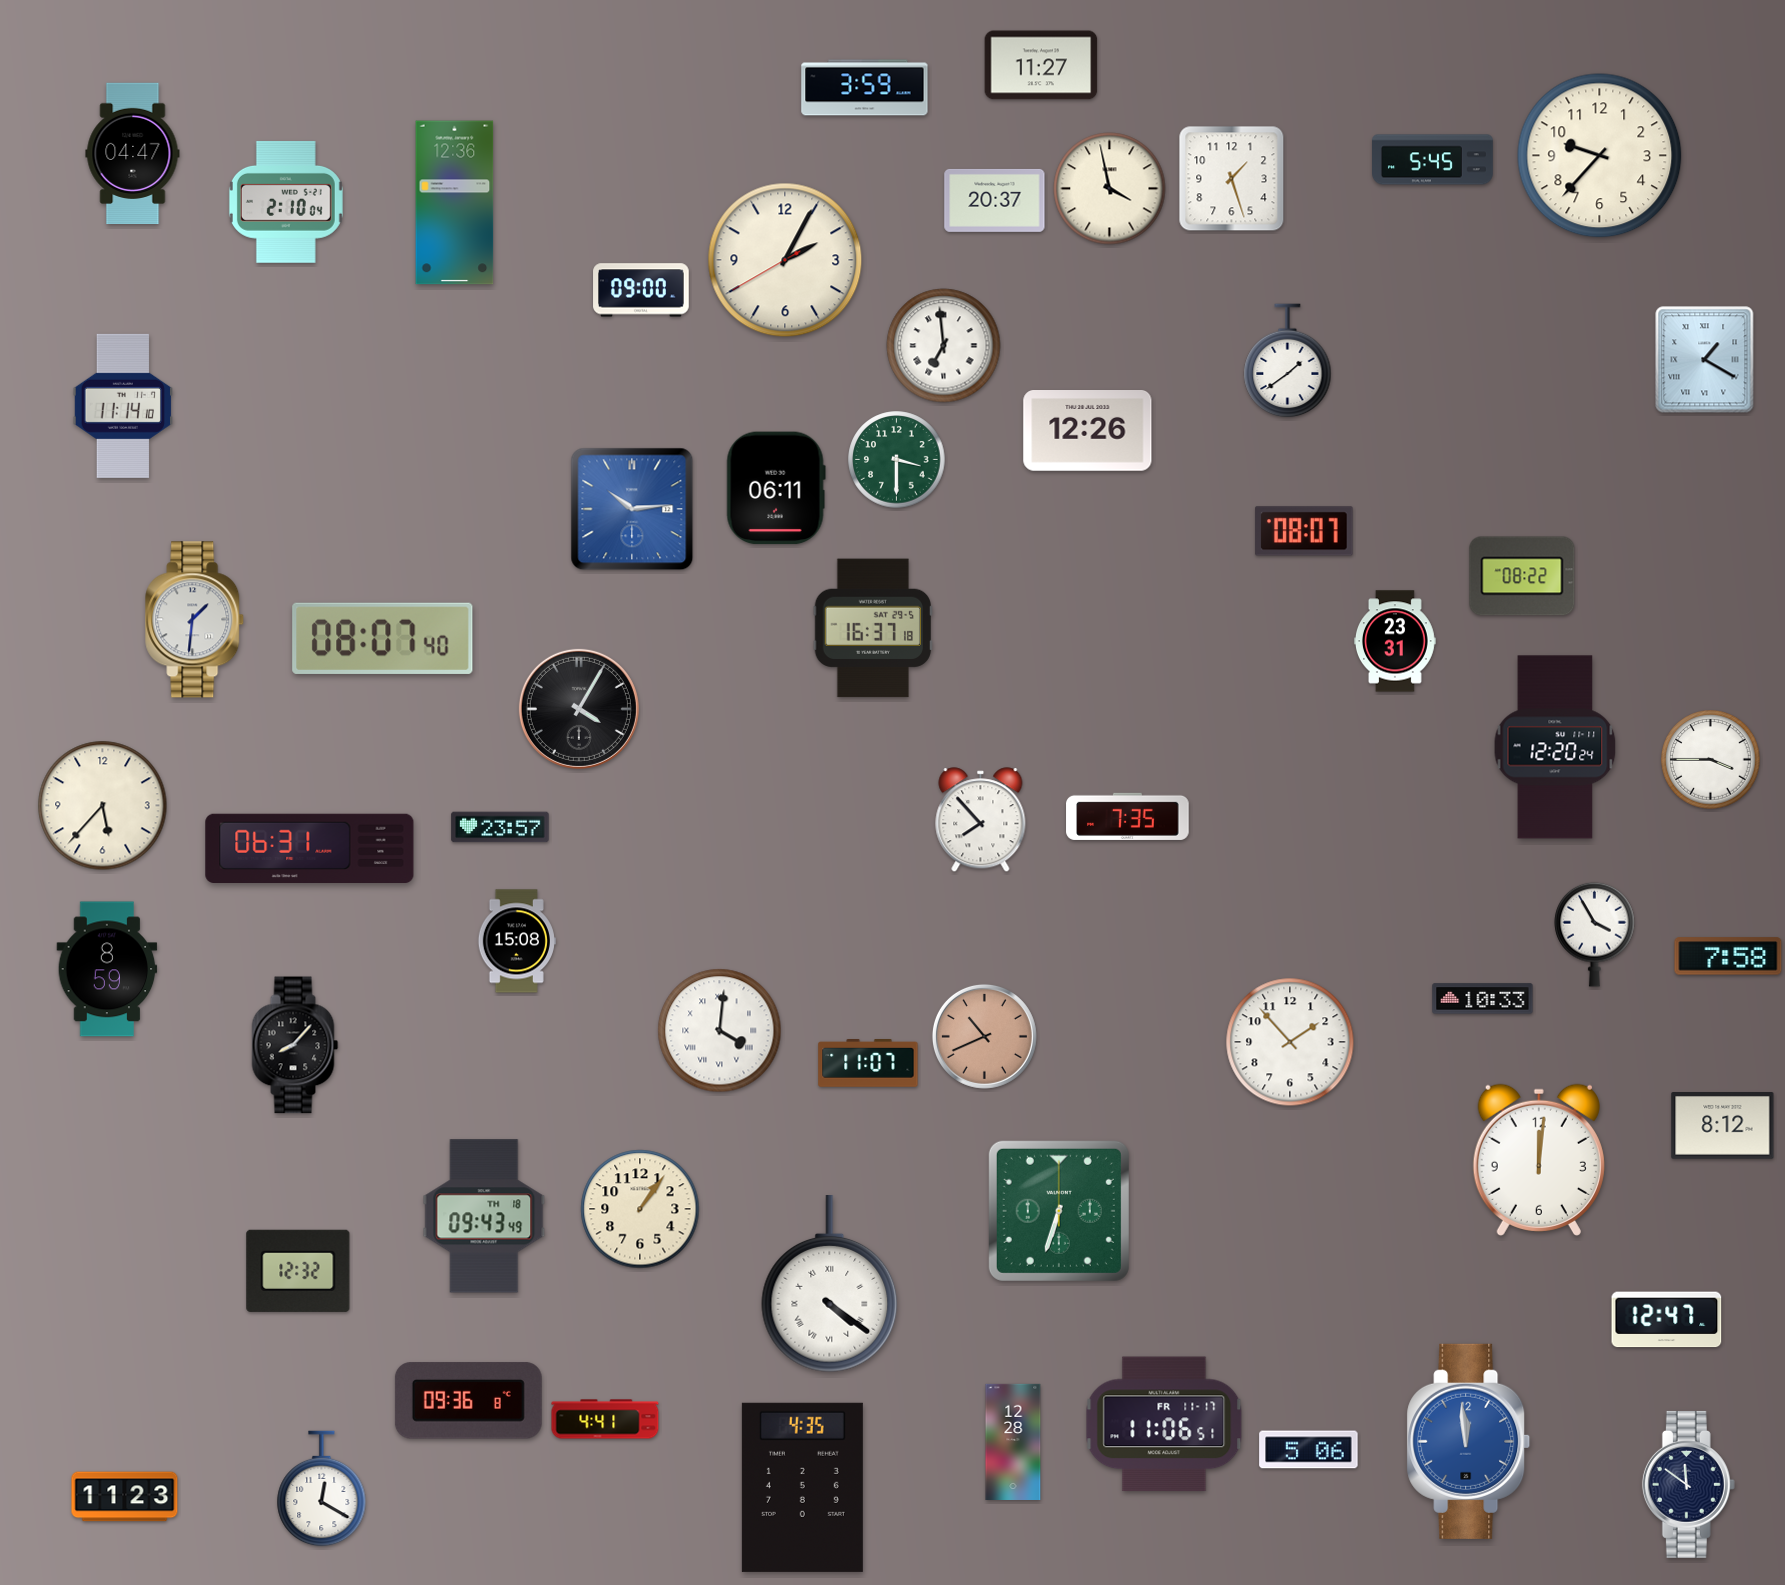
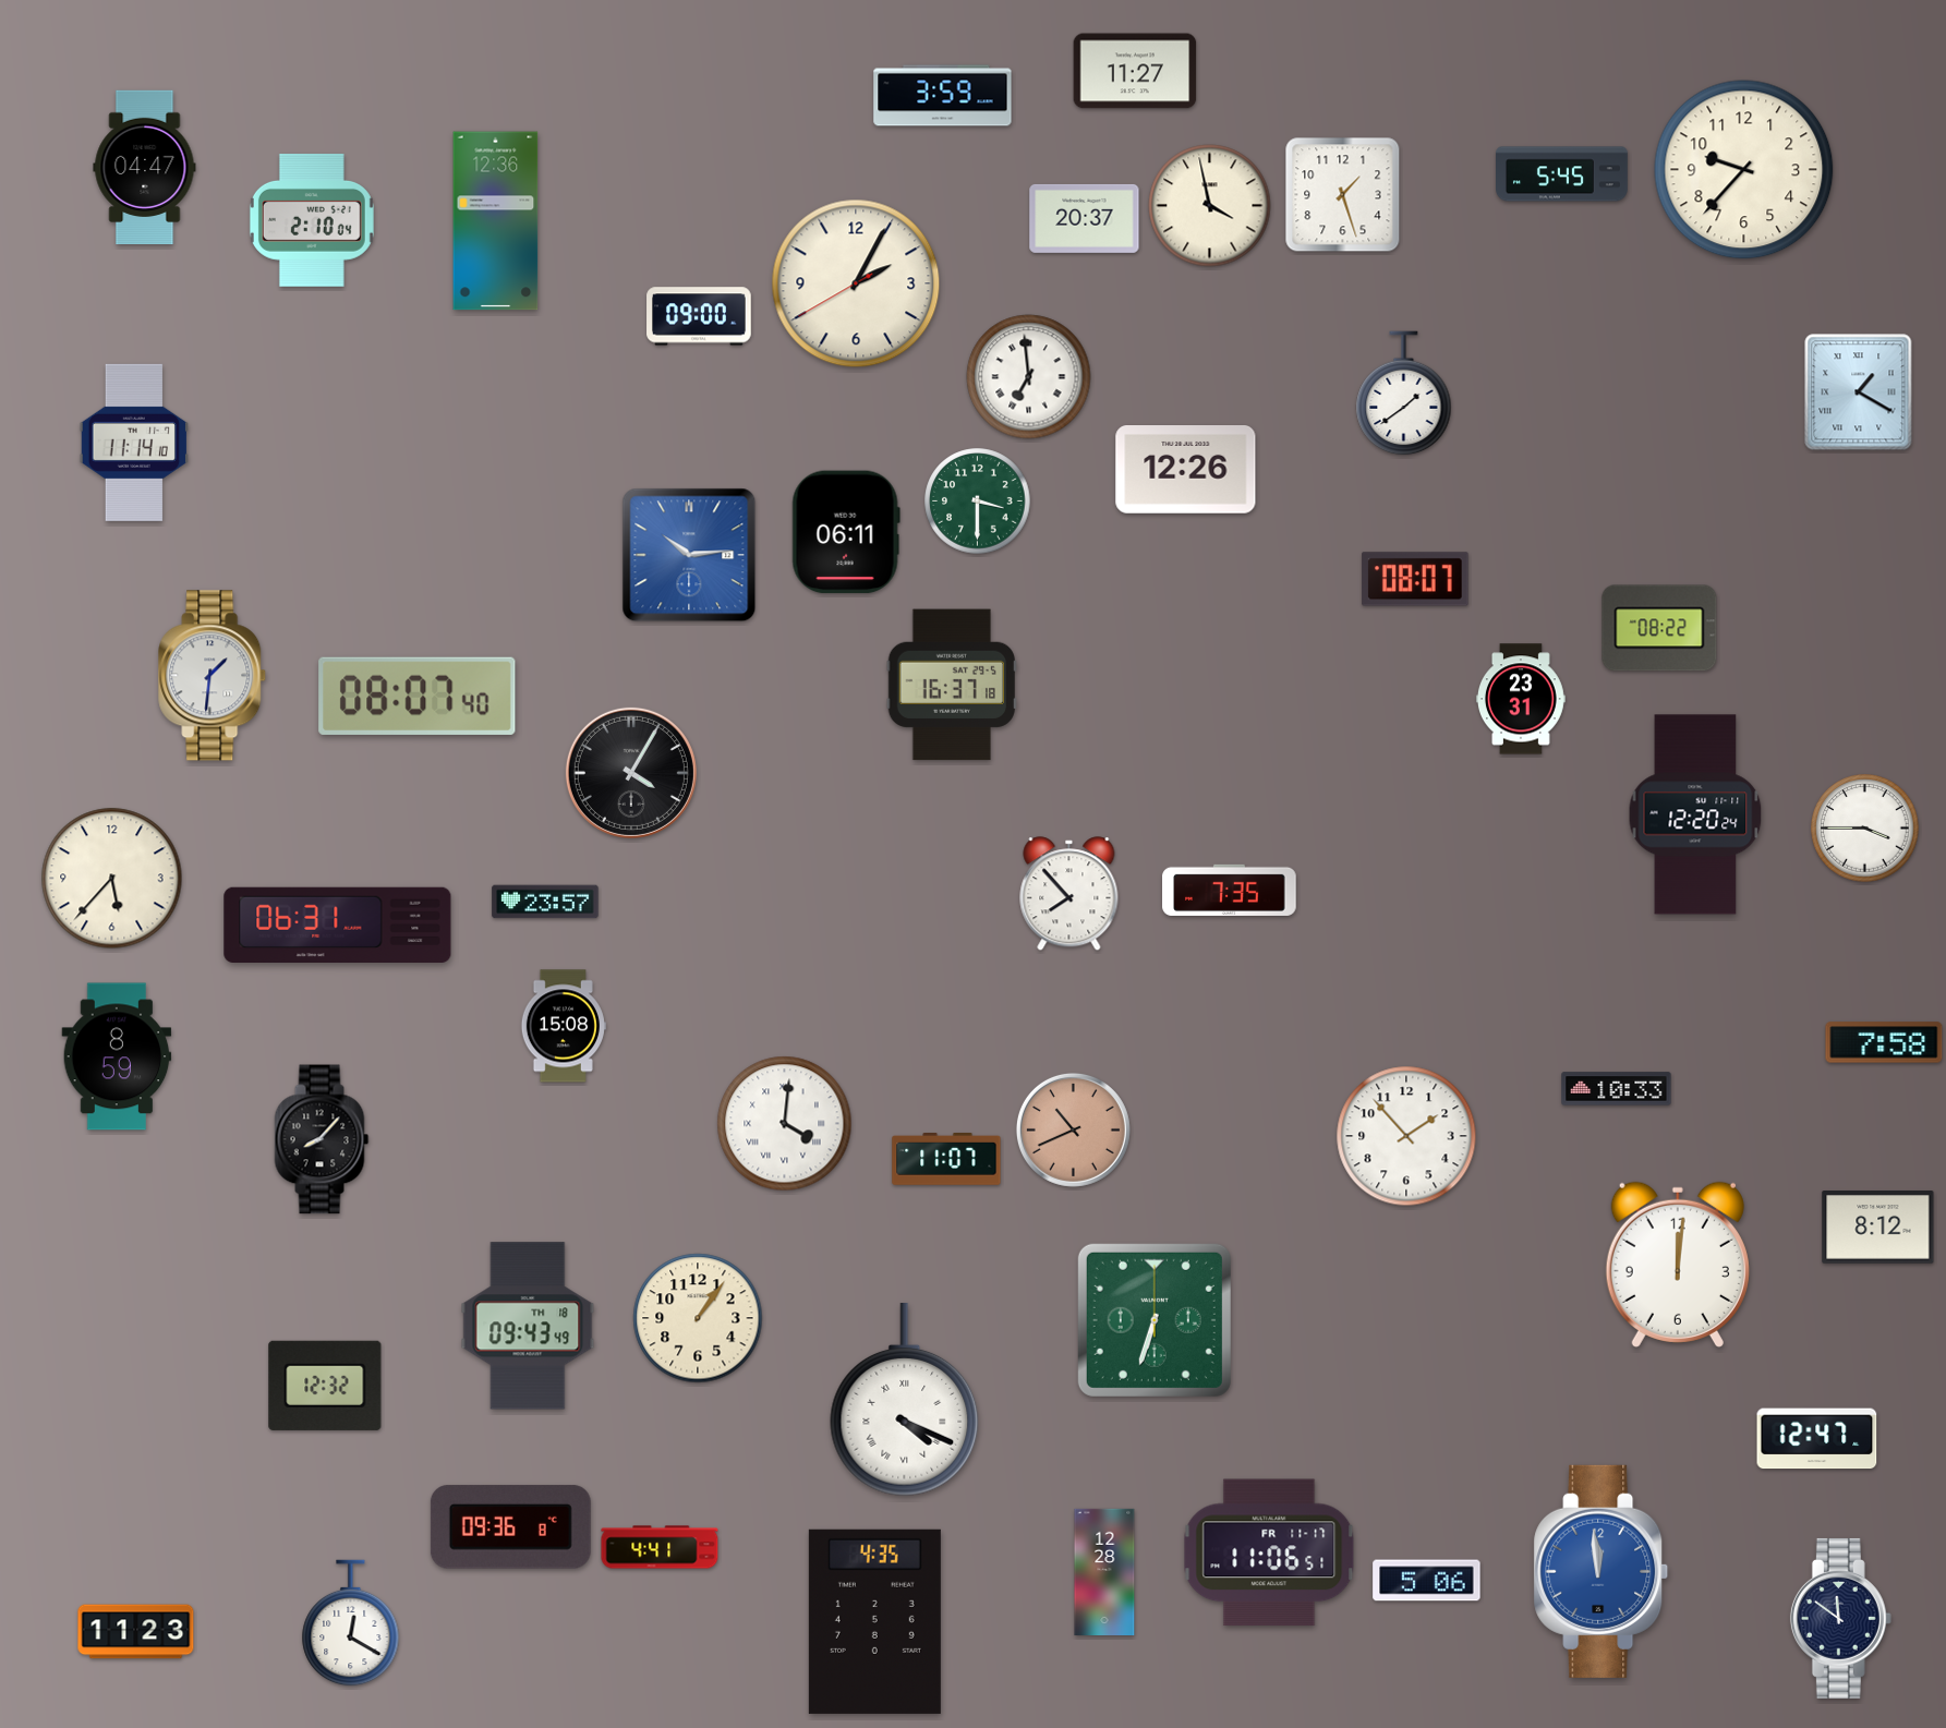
clock at (1304, 531) position: (1304, 531) -> (1415, 579)
clock at (1595, 934): 3:55 -> none
clock at (830, 1284): 4:21 -> 4:19
